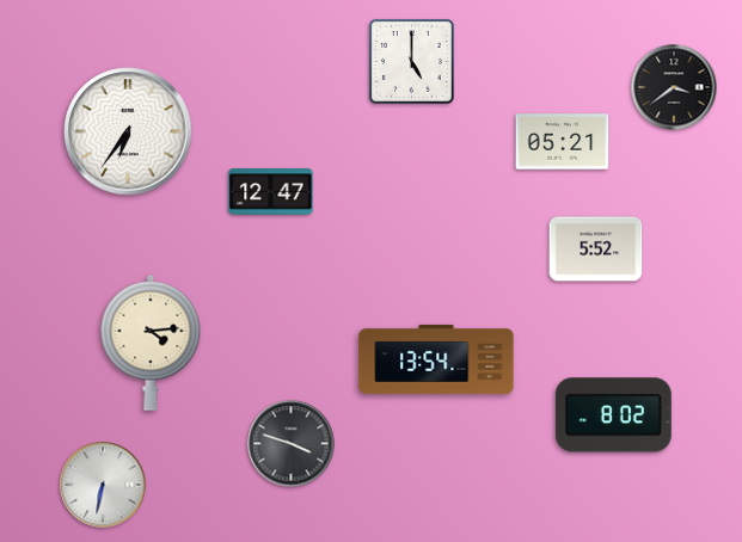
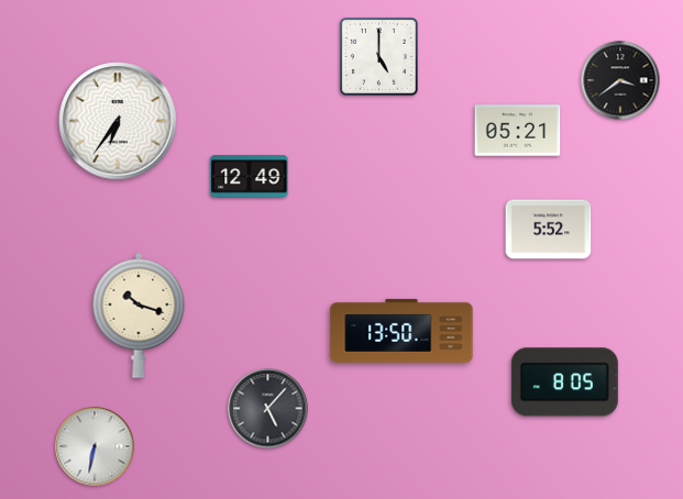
clock at (271, 192): 12:47 -> 12:49
clock at (151, 343): 4:14 -> 10:18
clock at (436, 359): 13:54 -> 13:50
clock at (613, 415): 8:02 -> 8:05
clock at (292, 444): 3:48 -> 5:07
